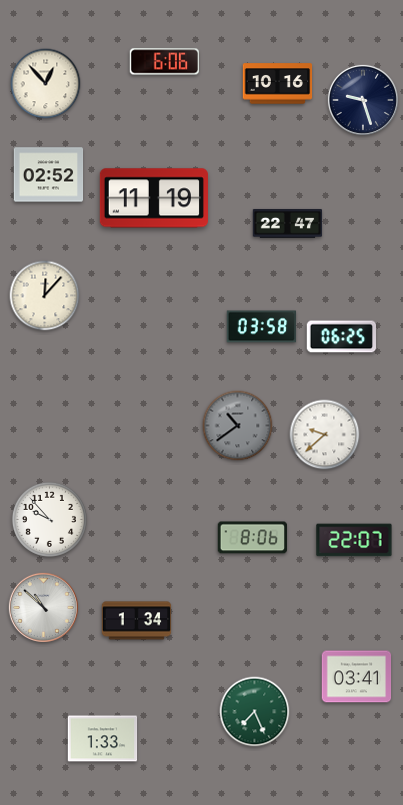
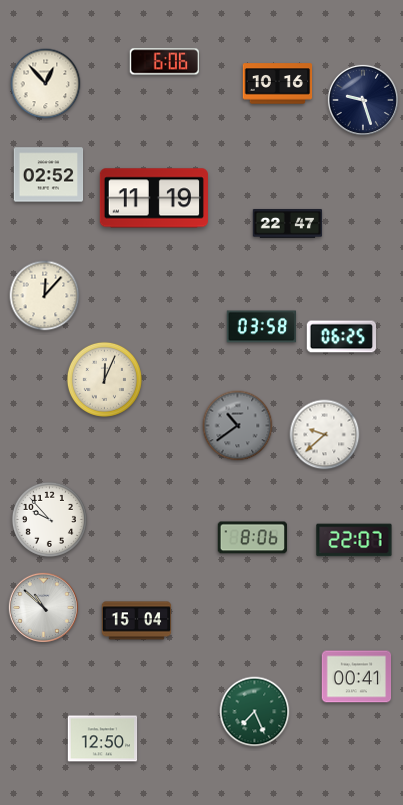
clock at (104, 379): none -> 12:04
clock at (137, 621): 1:34 -> 15:04
clock at (357, 677): 03:41 -> 00:41
clock at (103, 739): 1:33 -> 12:50
